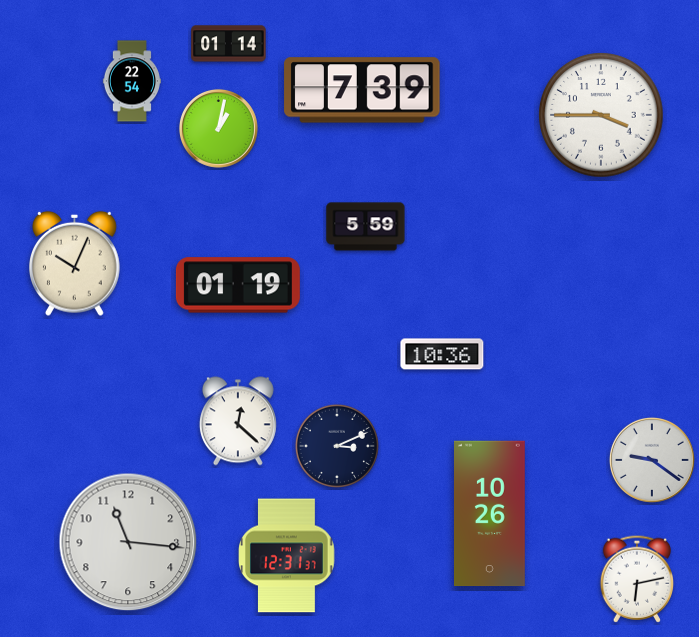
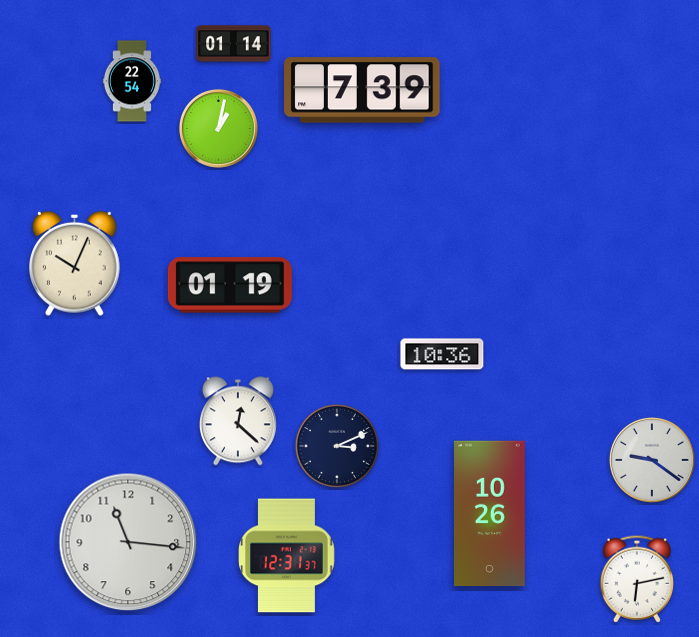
clock at (229, 44) position: (229, 44) -> (234, 44)
clock at (601, 115): 3:45 -> none
clock at (366, 227): 5:59 -> none
clock at (238, 285) position: (238, 285) -> (230, 285)
